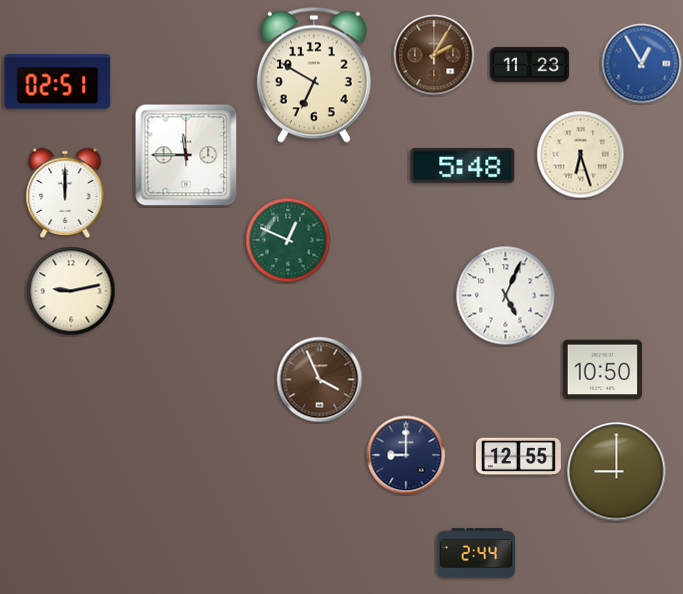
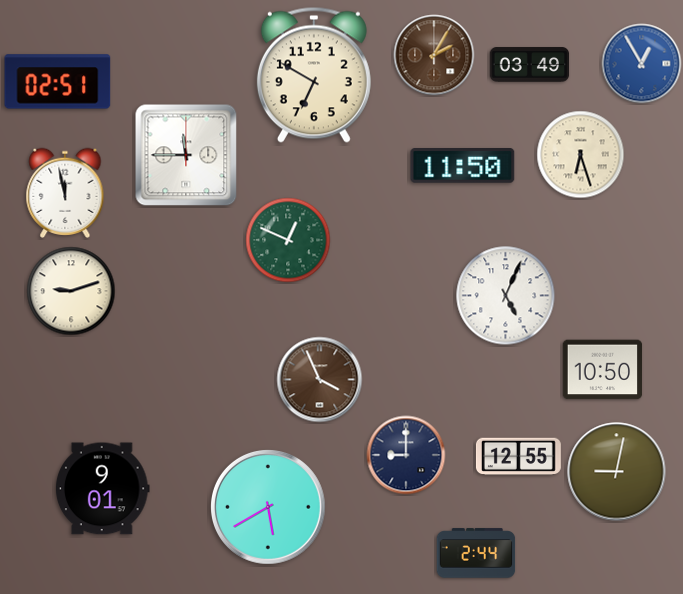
clock at (530, 65): 11:23 -> 03:49
clock at (463, 166): 5:48 -> 11:50
clock at (65, 192): 12:00 -> 11:58
clock at (71, 291): 9:13 -> 9:12
clock at (617, 472): 9:00 -> 9:02
clock at (103, 489): none -> 9:01
clock at (268, 507): none -> 5:40
